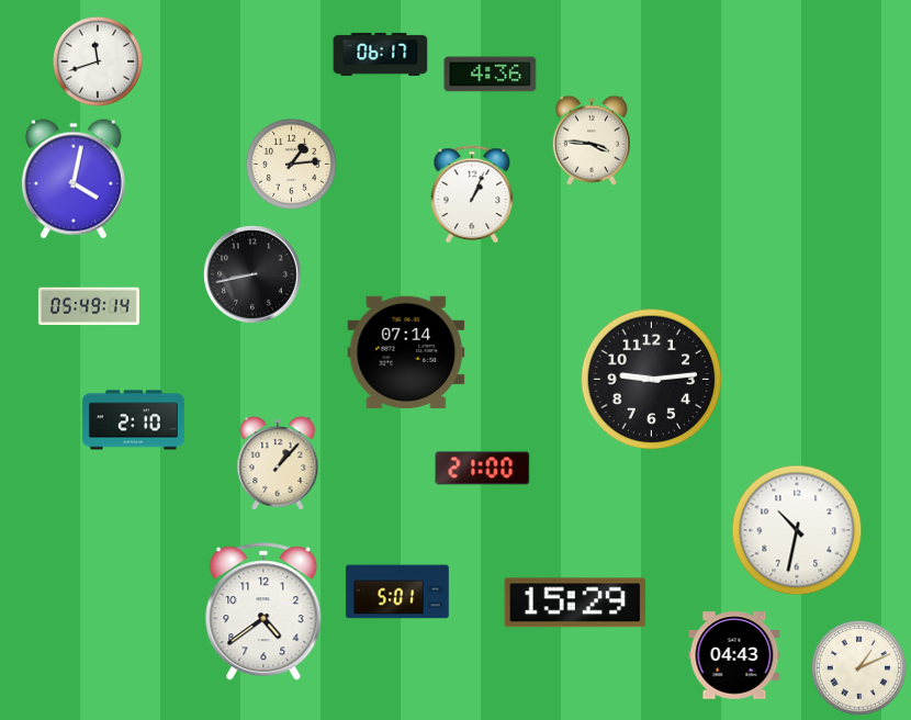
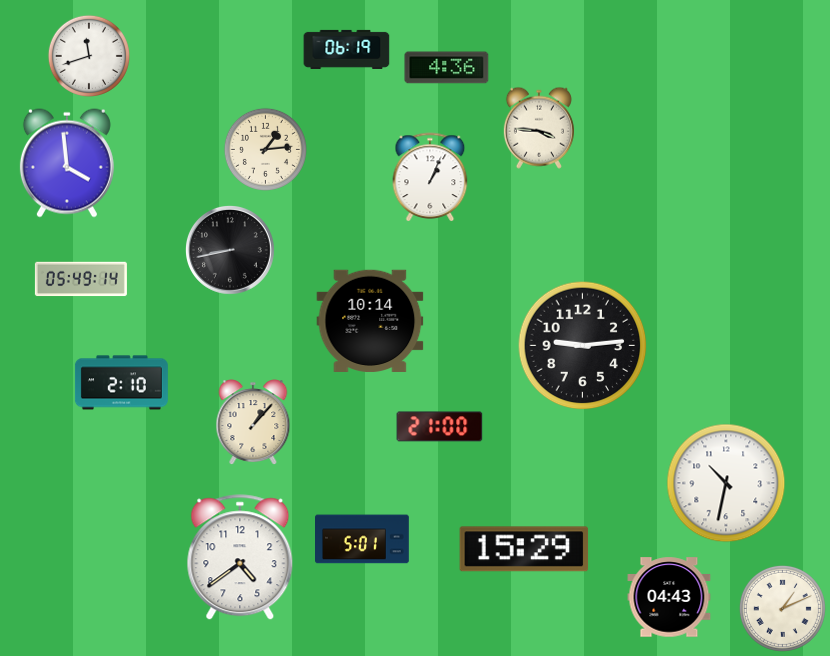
clock at (381, 54): 06:17 -> 06:19
clock at (74, 179): 4:02 -> 3:59
clock at (406, 351): 07:14 -> 10:14
clock at (652, 380) position: (652, 380) -> (583, 346)
